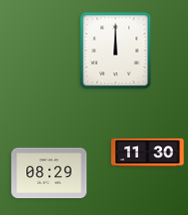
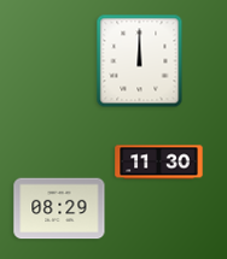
clock at (148, 153) position: (148, 153) -> (159, 163)
